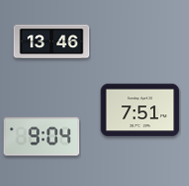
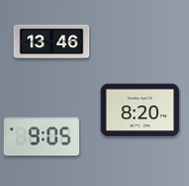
clock at (140, 110): 7:51 -> 8:20
clock at (42, 137): 9:04 -> 9:05
